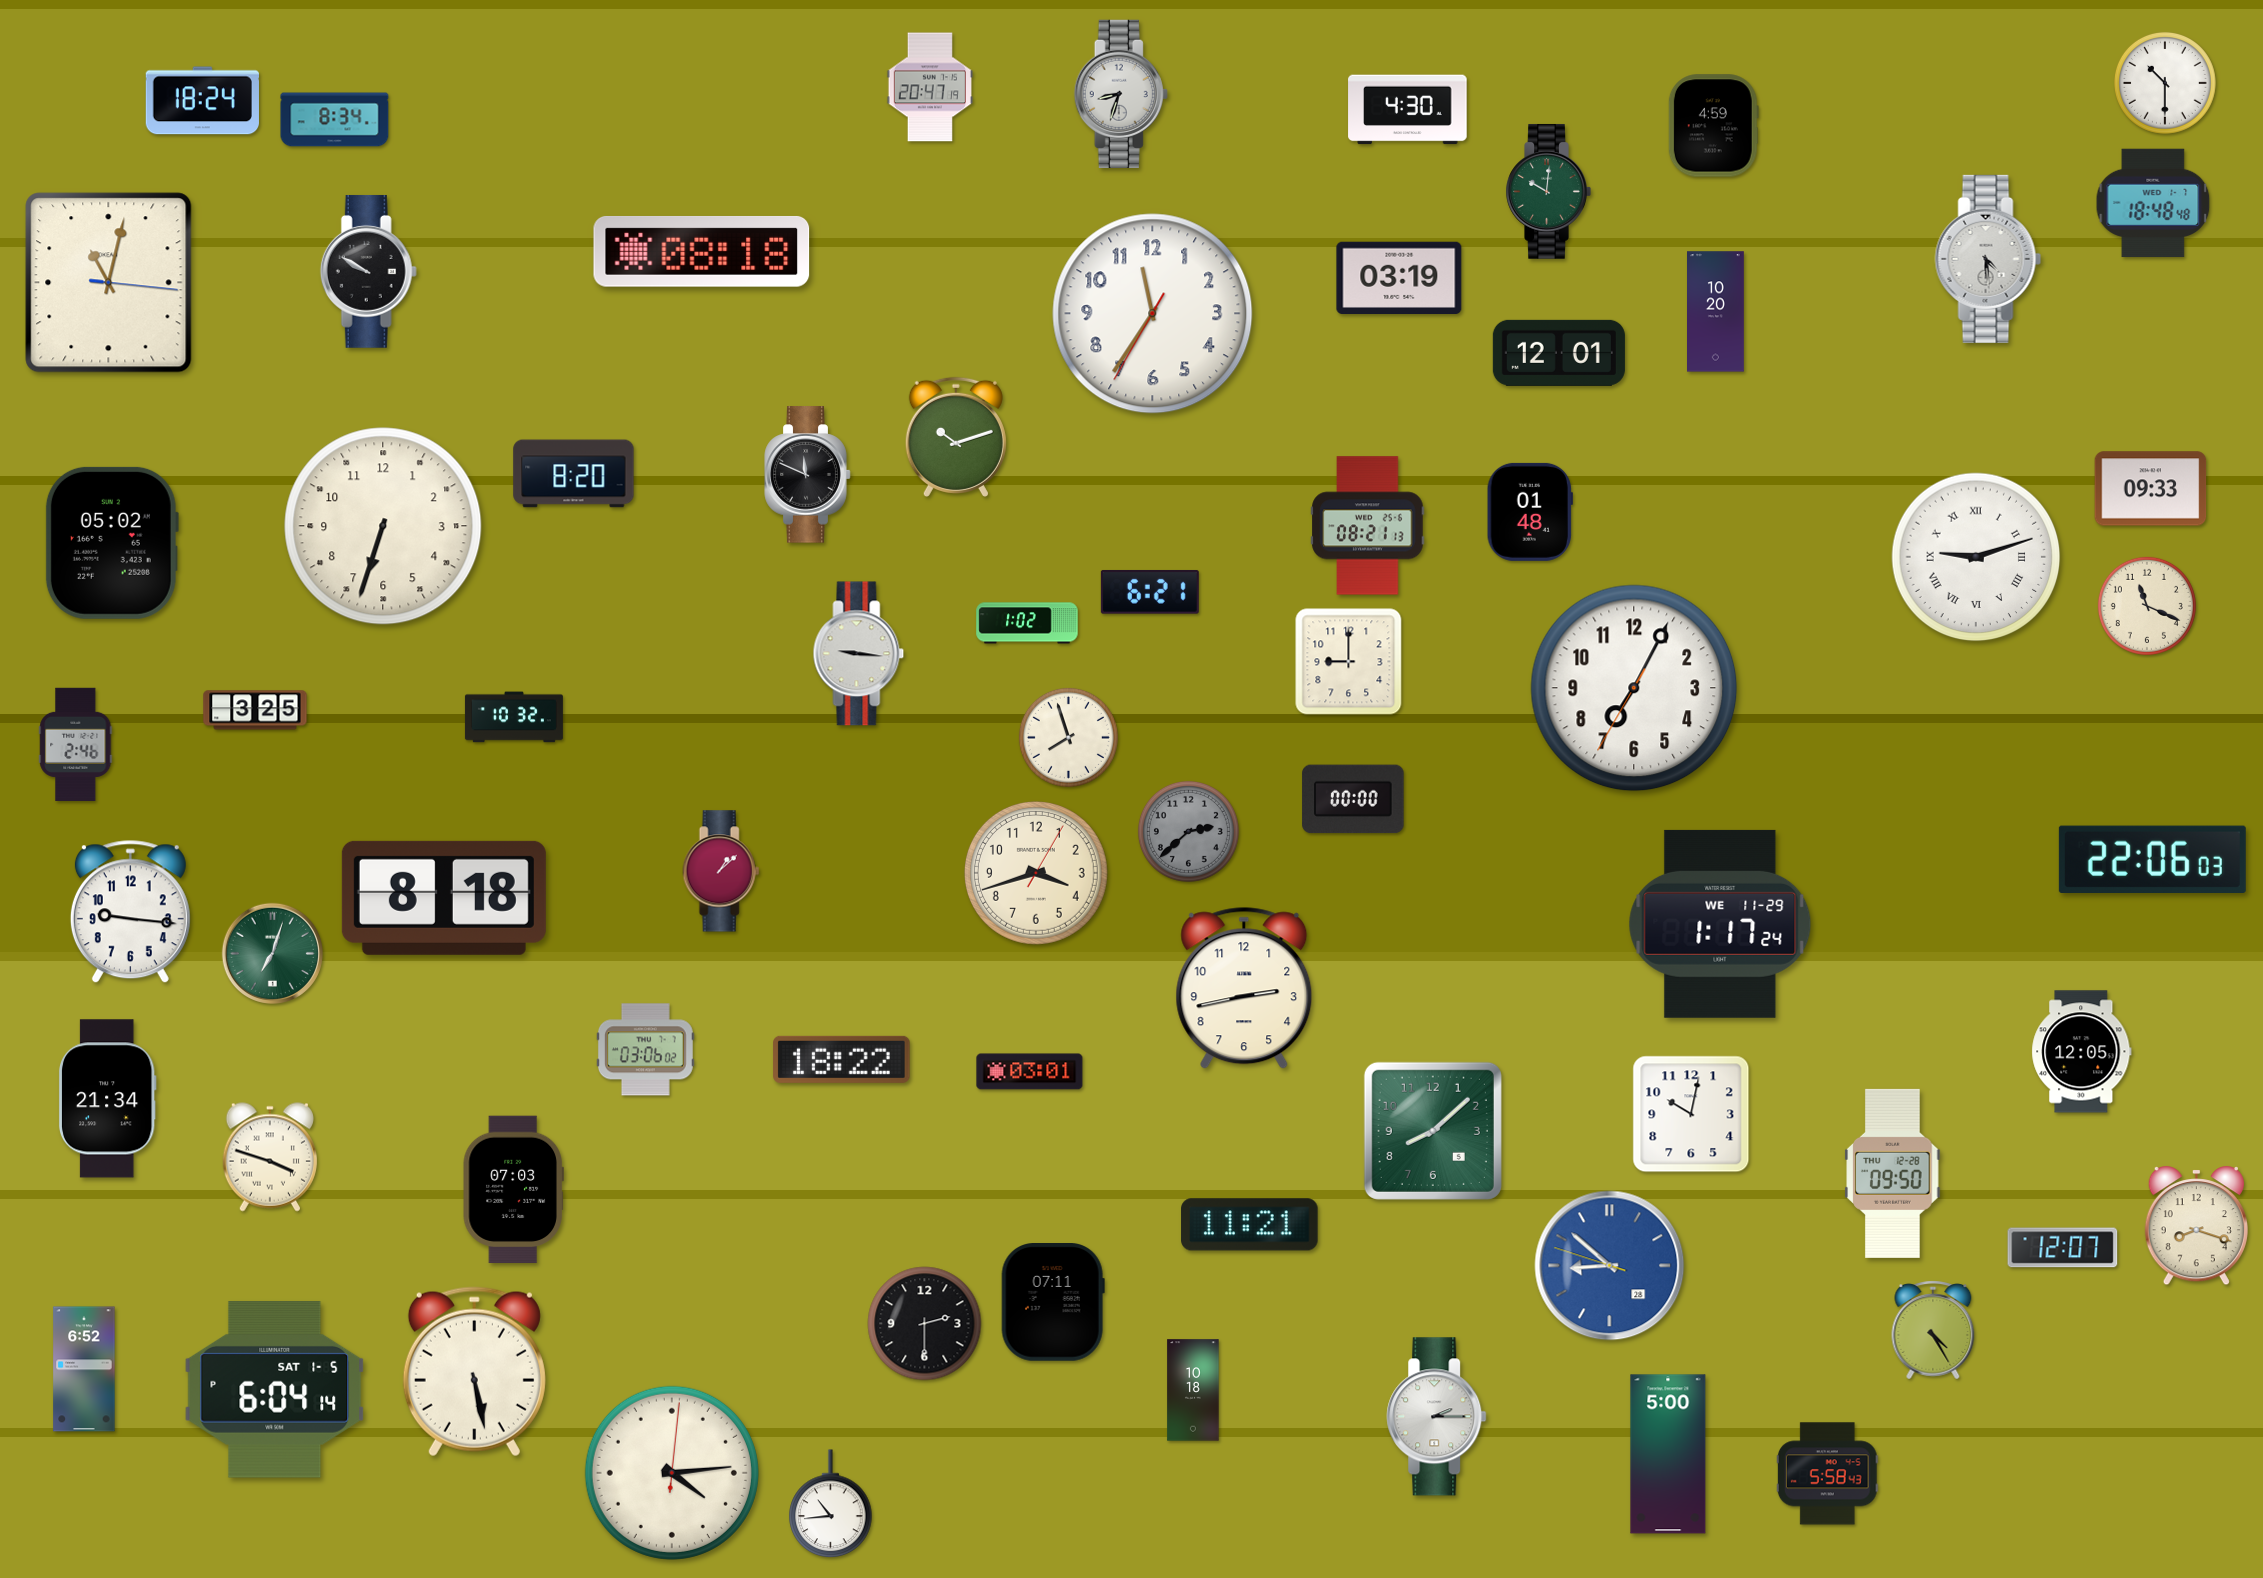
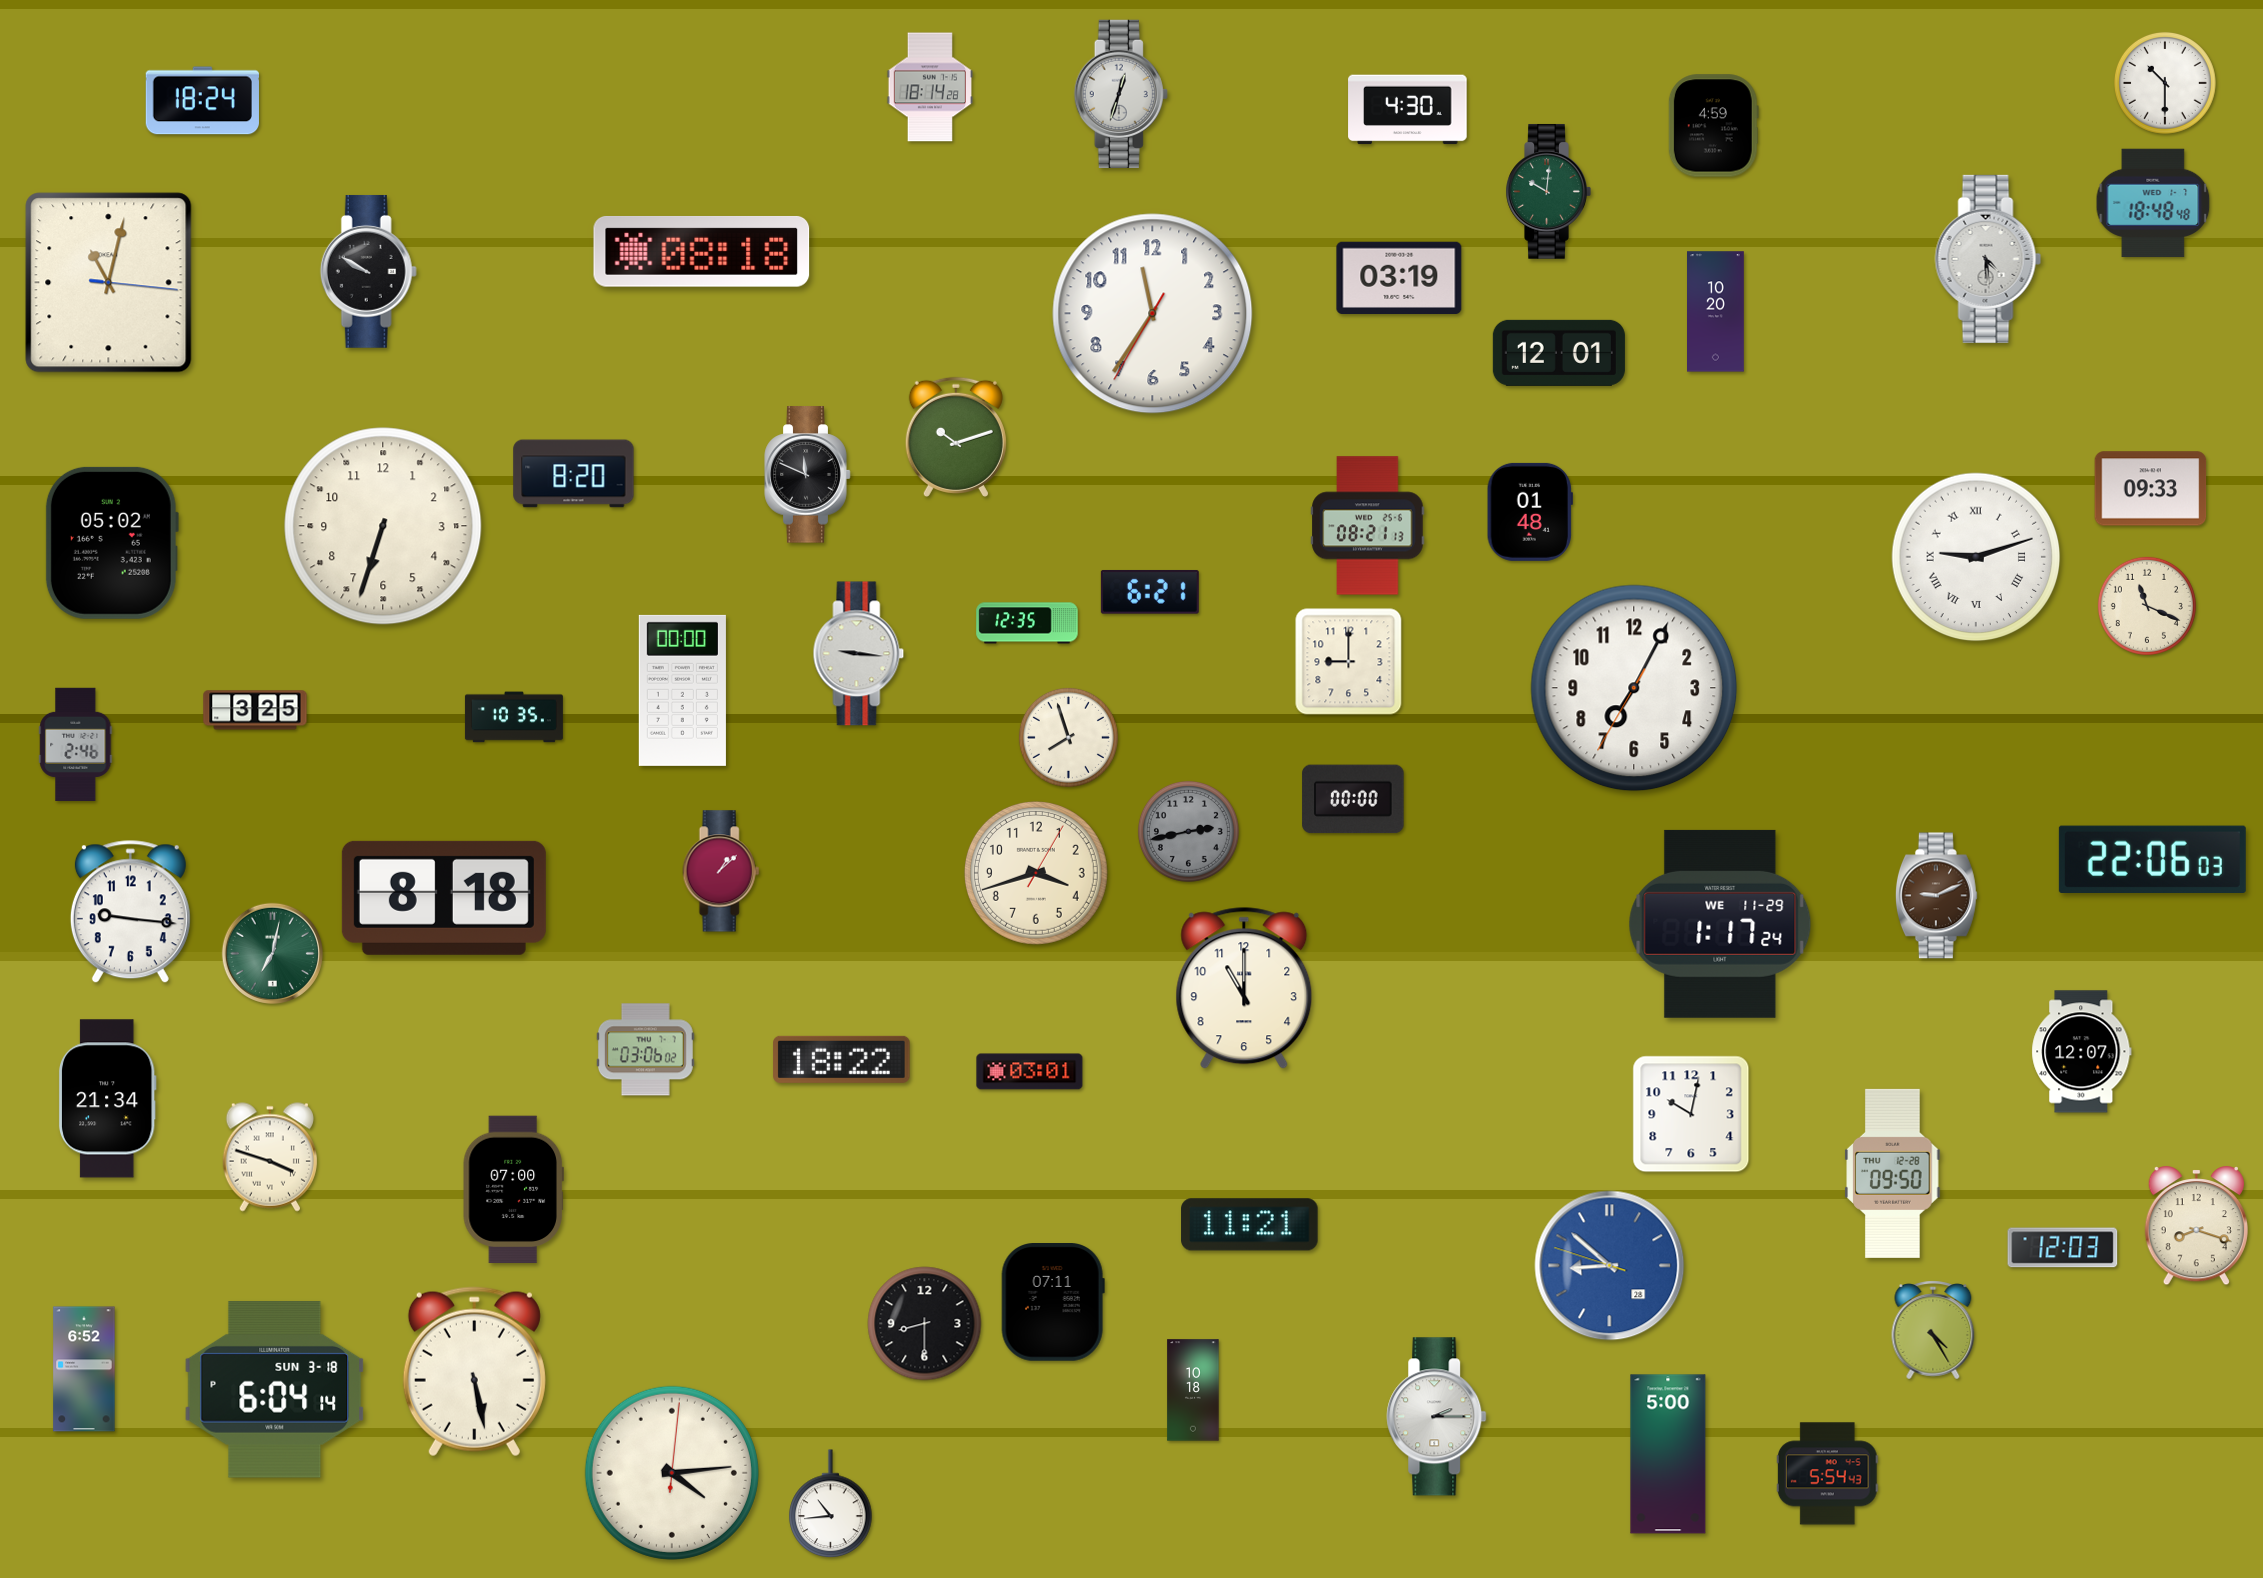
clock at (929, 87): 20:47 -> 18:14
clock at (1121, 93): 8:33 -> 12:33
clock at (335, 120): 8:34 -> none
clock at (1027, 623): 1:02 -> 12:35
clock at (682, 690): none -> 00:00
clock at (514, 717): 10:32 -> 10:35
clock at (1188, 831): 2:38 -> 2:43
clock at (1936, 896): none -> 9:11
clock at (272, 953): 7:03 -> 7:02
clock at (1244, 988): 2:43 -> 11:00
clock at (2082, 1052): 12:05 -> 12:07
clock at (1433, 1131): 8:08 -> none
clock at (513, 1190): 07:03 -> 07:00
clock at (2063, 1248): 12:07 -> 12:03
clock at (925, 1324): 2:30 -> 8:30
clock at (275, 1390) date: SAT 1-5 -> SUN 3-18
clock at (1827, 1474): 5:58 -> 5:54
